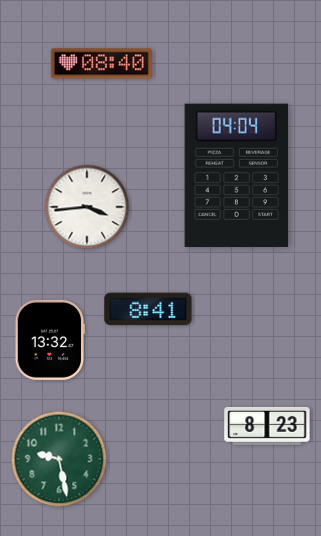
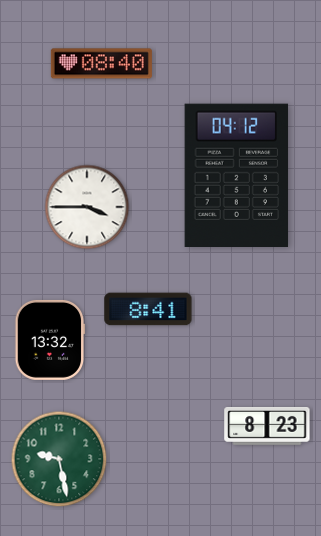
clock at (237, 175): 04:04 -> 04:12
clock at (87, 207): 3:44 -> 3:45
